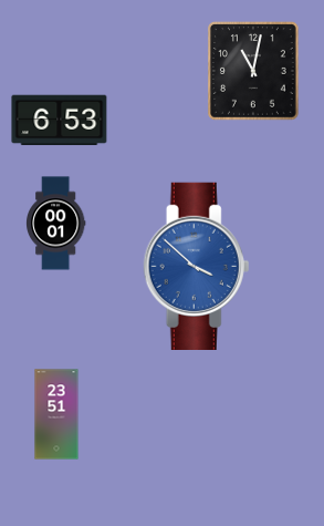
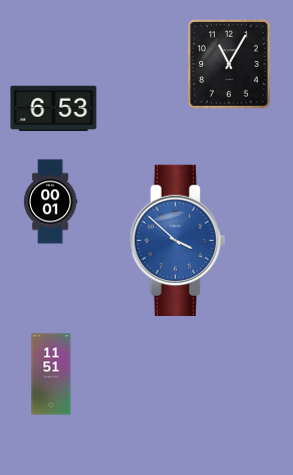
clock at (254, 72): 11:02 -> 11:05
clock at (56, 414): 23:51 -> 11:51
